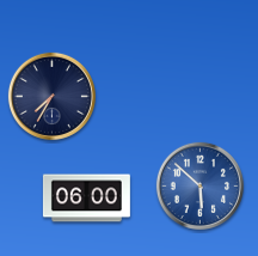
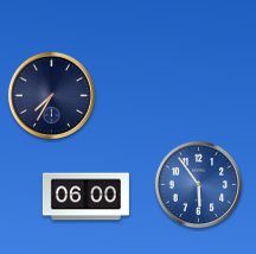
clock at (199, 185): 5:52 -> 5:54
